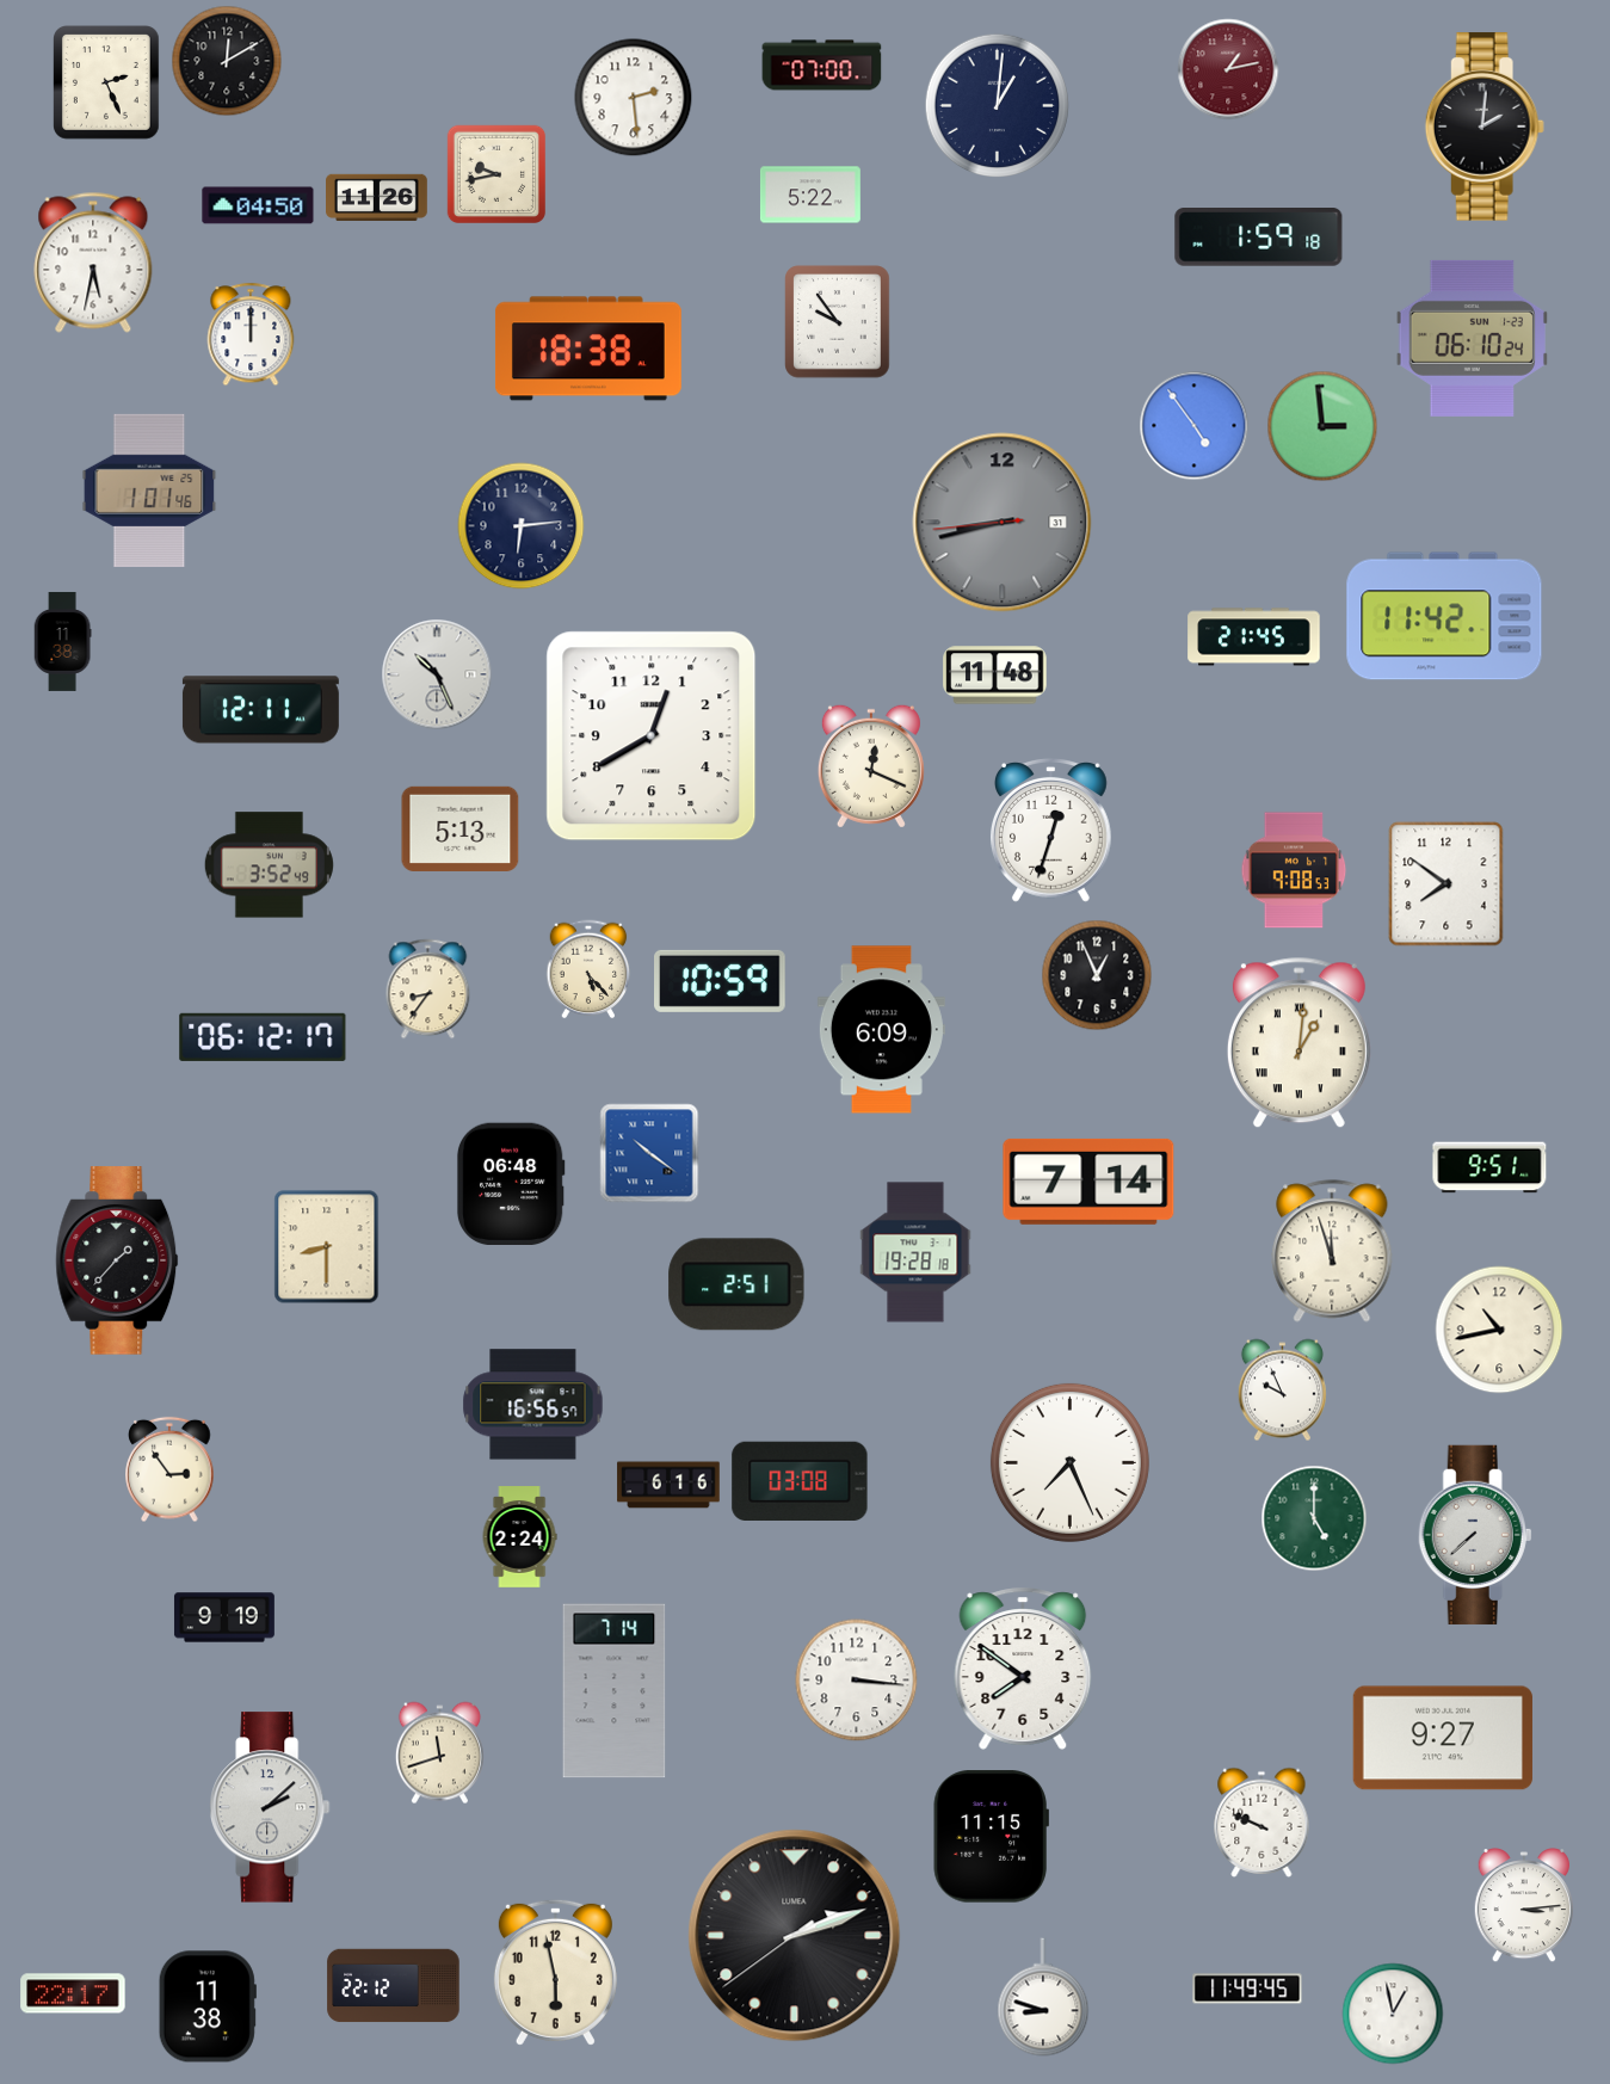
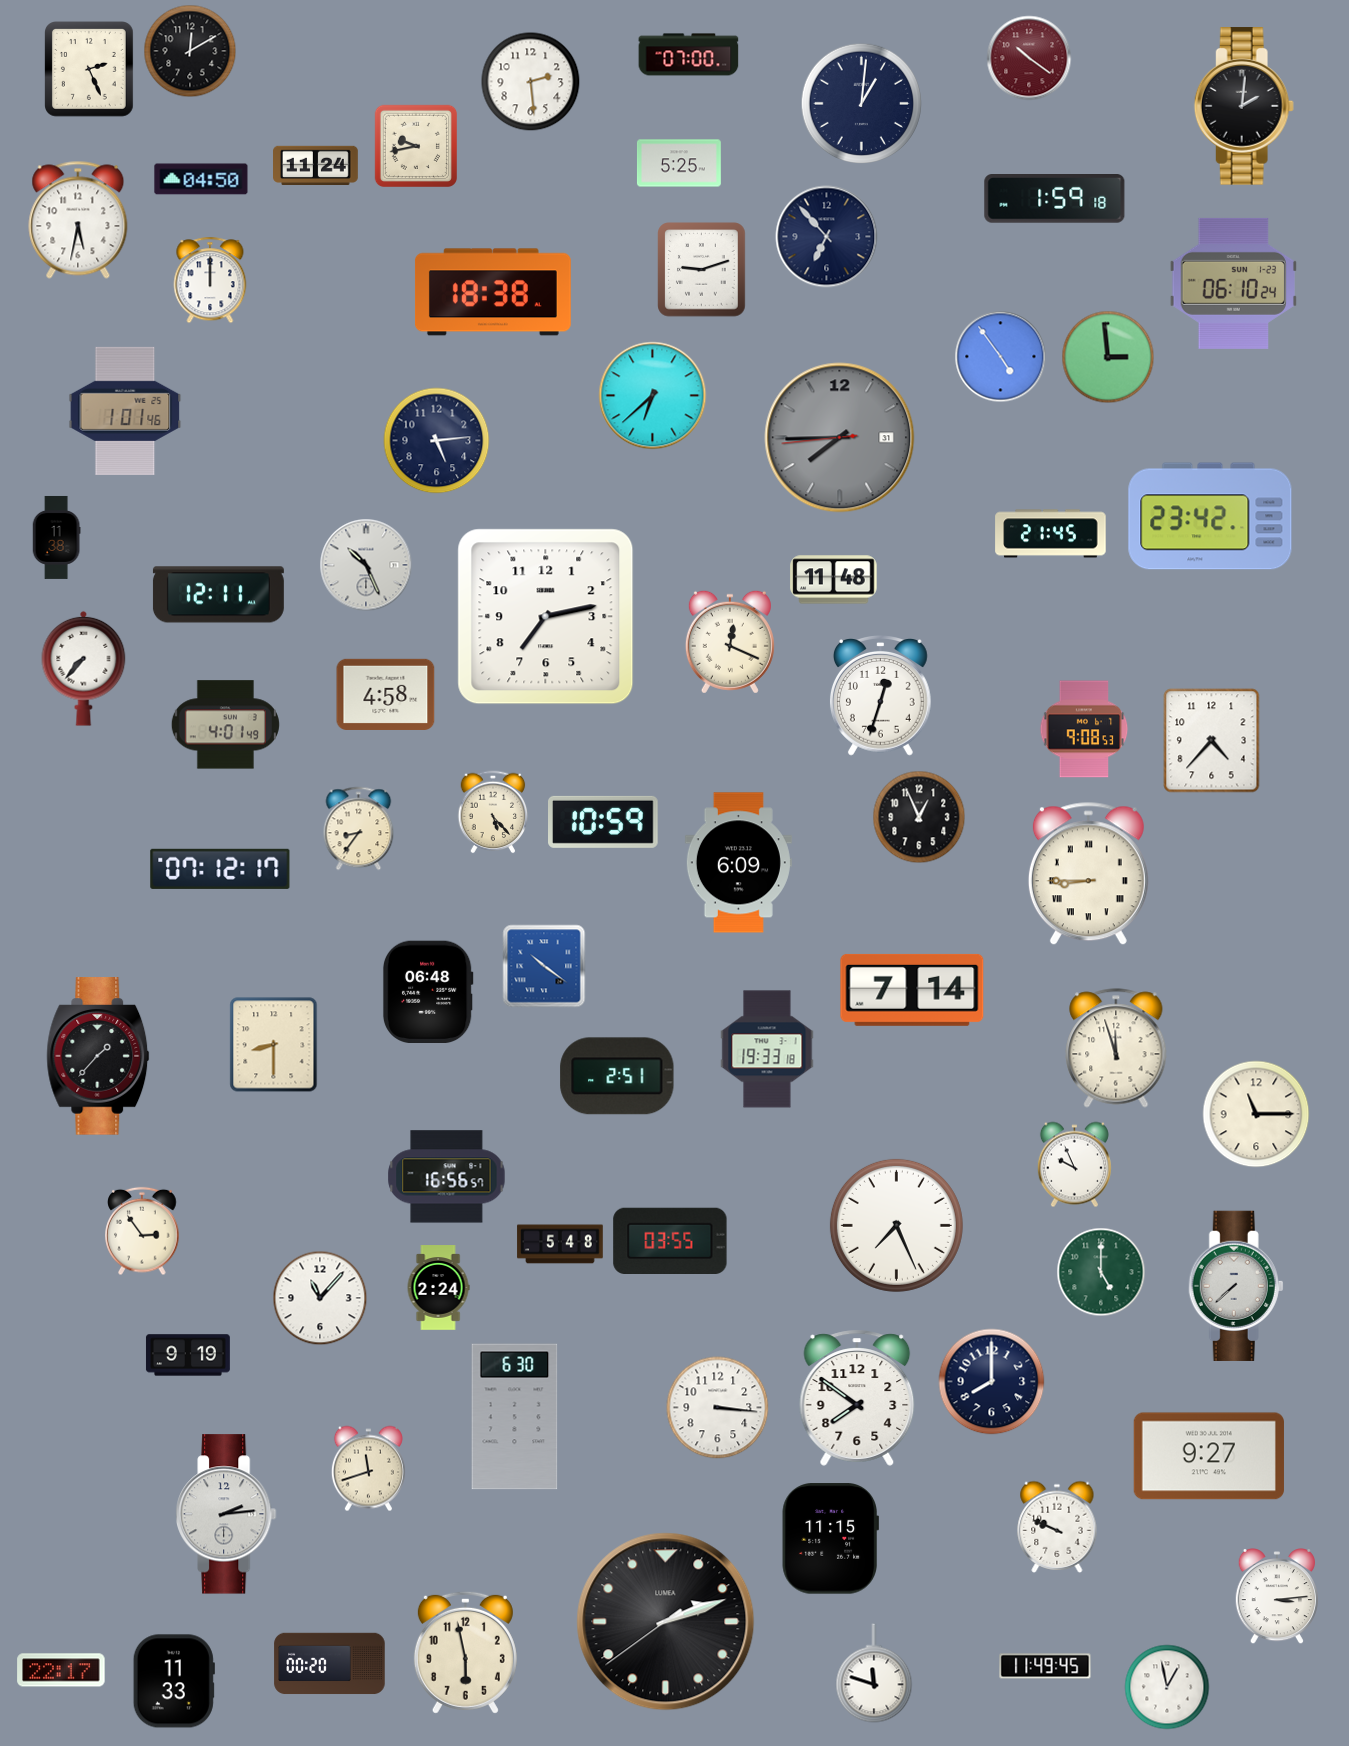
clock at (1228, 69): 1:13 -> 10:21
clock at (998, 106) position: (998, 106) -> (862, 104)
clock at (810, 195): 5:22 -> 5:25
clock at (377, 197): 11:26 -> 11:24
clock at (258, 205) position: (258, 205) -> (201, 179)
clock at (827, 237): none -> 6:53
clock at (838, 322): 9:54 -> 9:12
clock at (653, 396): none -> 6:38
clock at (1003, 523): 8:42 -> 7:44
clock at (522, 526): 6:14 -> 5:14
clock at (1444, 616): 11:42 -> 23:42
clock at (62, 641) position: (62, 641) -> (56, 537)
clock at (995, 676) position: (995, 676) -> (834, 580)
clock at (652, 736): 12:40 -> 7:13
clock at (84, 668): none -> 7:37
clock at (461, 828): 5:13 -> 4:58
clock at (269, 865): 3:52 -> 4:01
clock at (1446, 884): 7:51 -> 4:37
clock at (263, 1037): 06:12 -> 07:12
clock at (1299, 1043): 1:01 -> 8:45
clock at (1489, 1167): 9:51 -> none
clock at (915, 1252): 19:28 -> 19:33
clock at (1499, 1330): 10:43 -> 11:15
clock at (800, 1481): 03:08 -> 03:55
clock at (668, 1485): 6:16 -> 5:48
clock at (519, 1537) position: (519, 1537) -> (438, 1288)
clock at (320, 1298): none -> 11:07
clock at (992, 1382): none -> 8:00
clock at (615, 1691): 7:14 -> 6:30
clock at (270, 1807): 2:08 -> 2:14
clock at (394, 1986): 22:12 -> 00:20
clock at (1043, 1997): 8:48 -> 11:48
clock at (208, 2006): 11:38 -> 11:33
